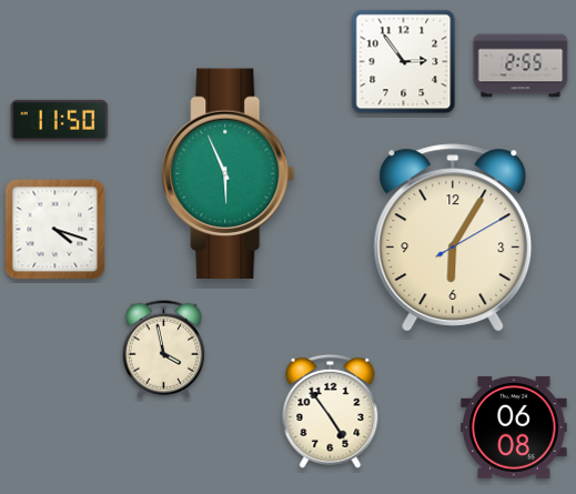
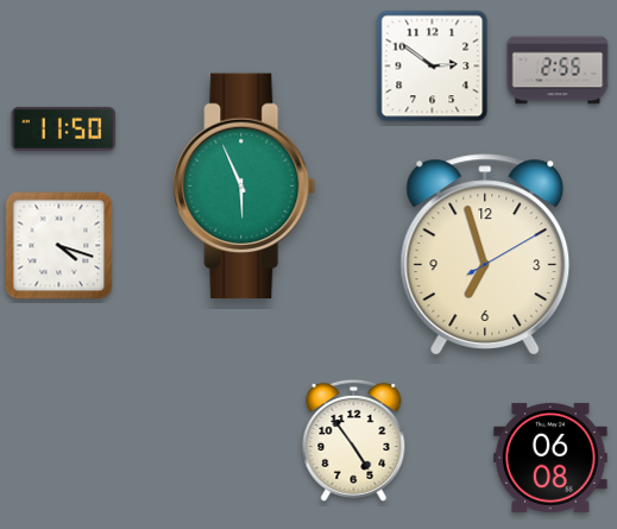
clock at (404, 62): 2:54 -> 2:51
clock at (453, 238): 6:05 -> 6:57
clock at (163, 350): 3:58 -> none
